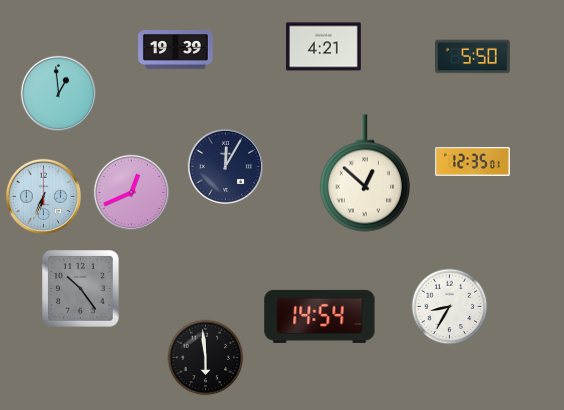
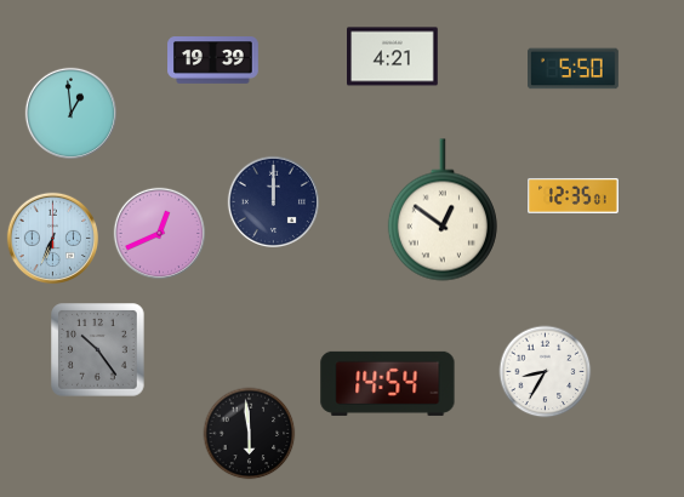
clock at (225, 166): 12:05 -> 12:00
clock at (365, 173): 12:52 -> 12:51
